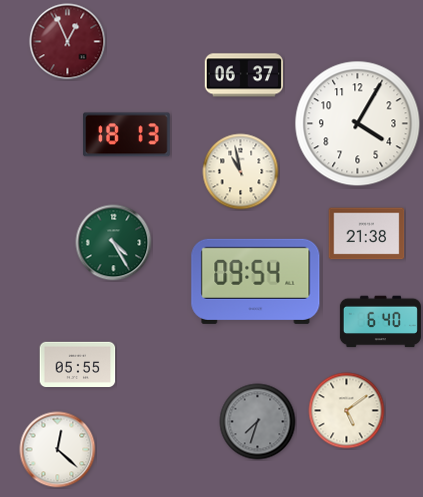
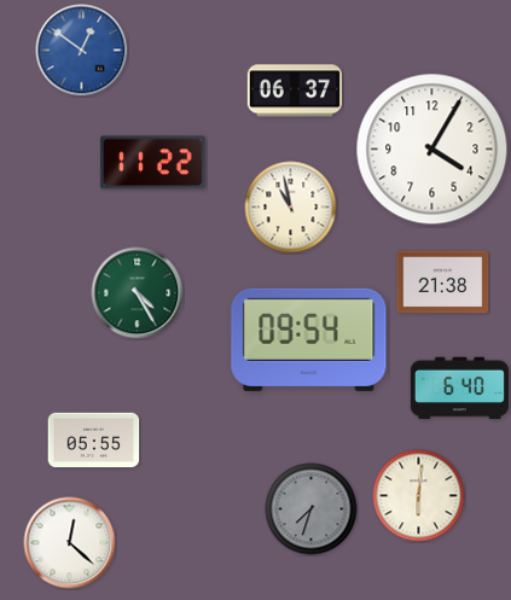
clock at (68, 42): 12:56 -> 12:51
clock at (68, 42) dial: burgundy -> blue
clock at (127, 135): 18:13 -> 11:22
clock at (347, 411): 5:09 -> 6:01
